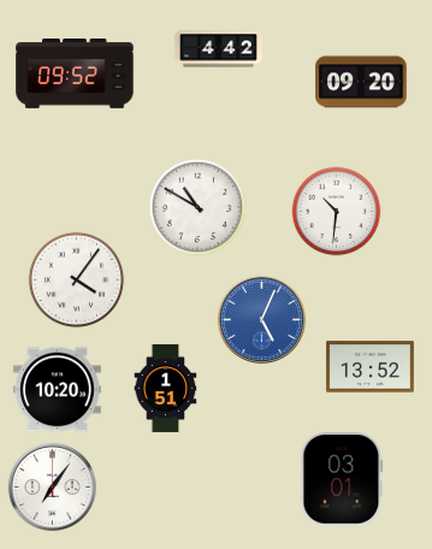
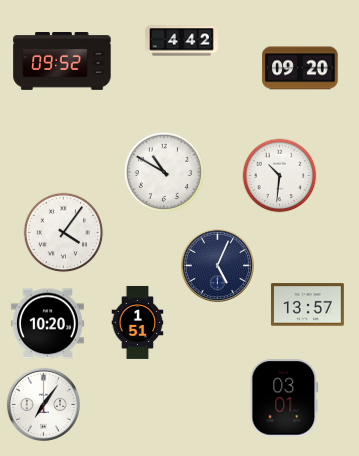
clock at (261, 319) dial: blue -> navy
clock at (369, 367): 13:52 -> 13:57
